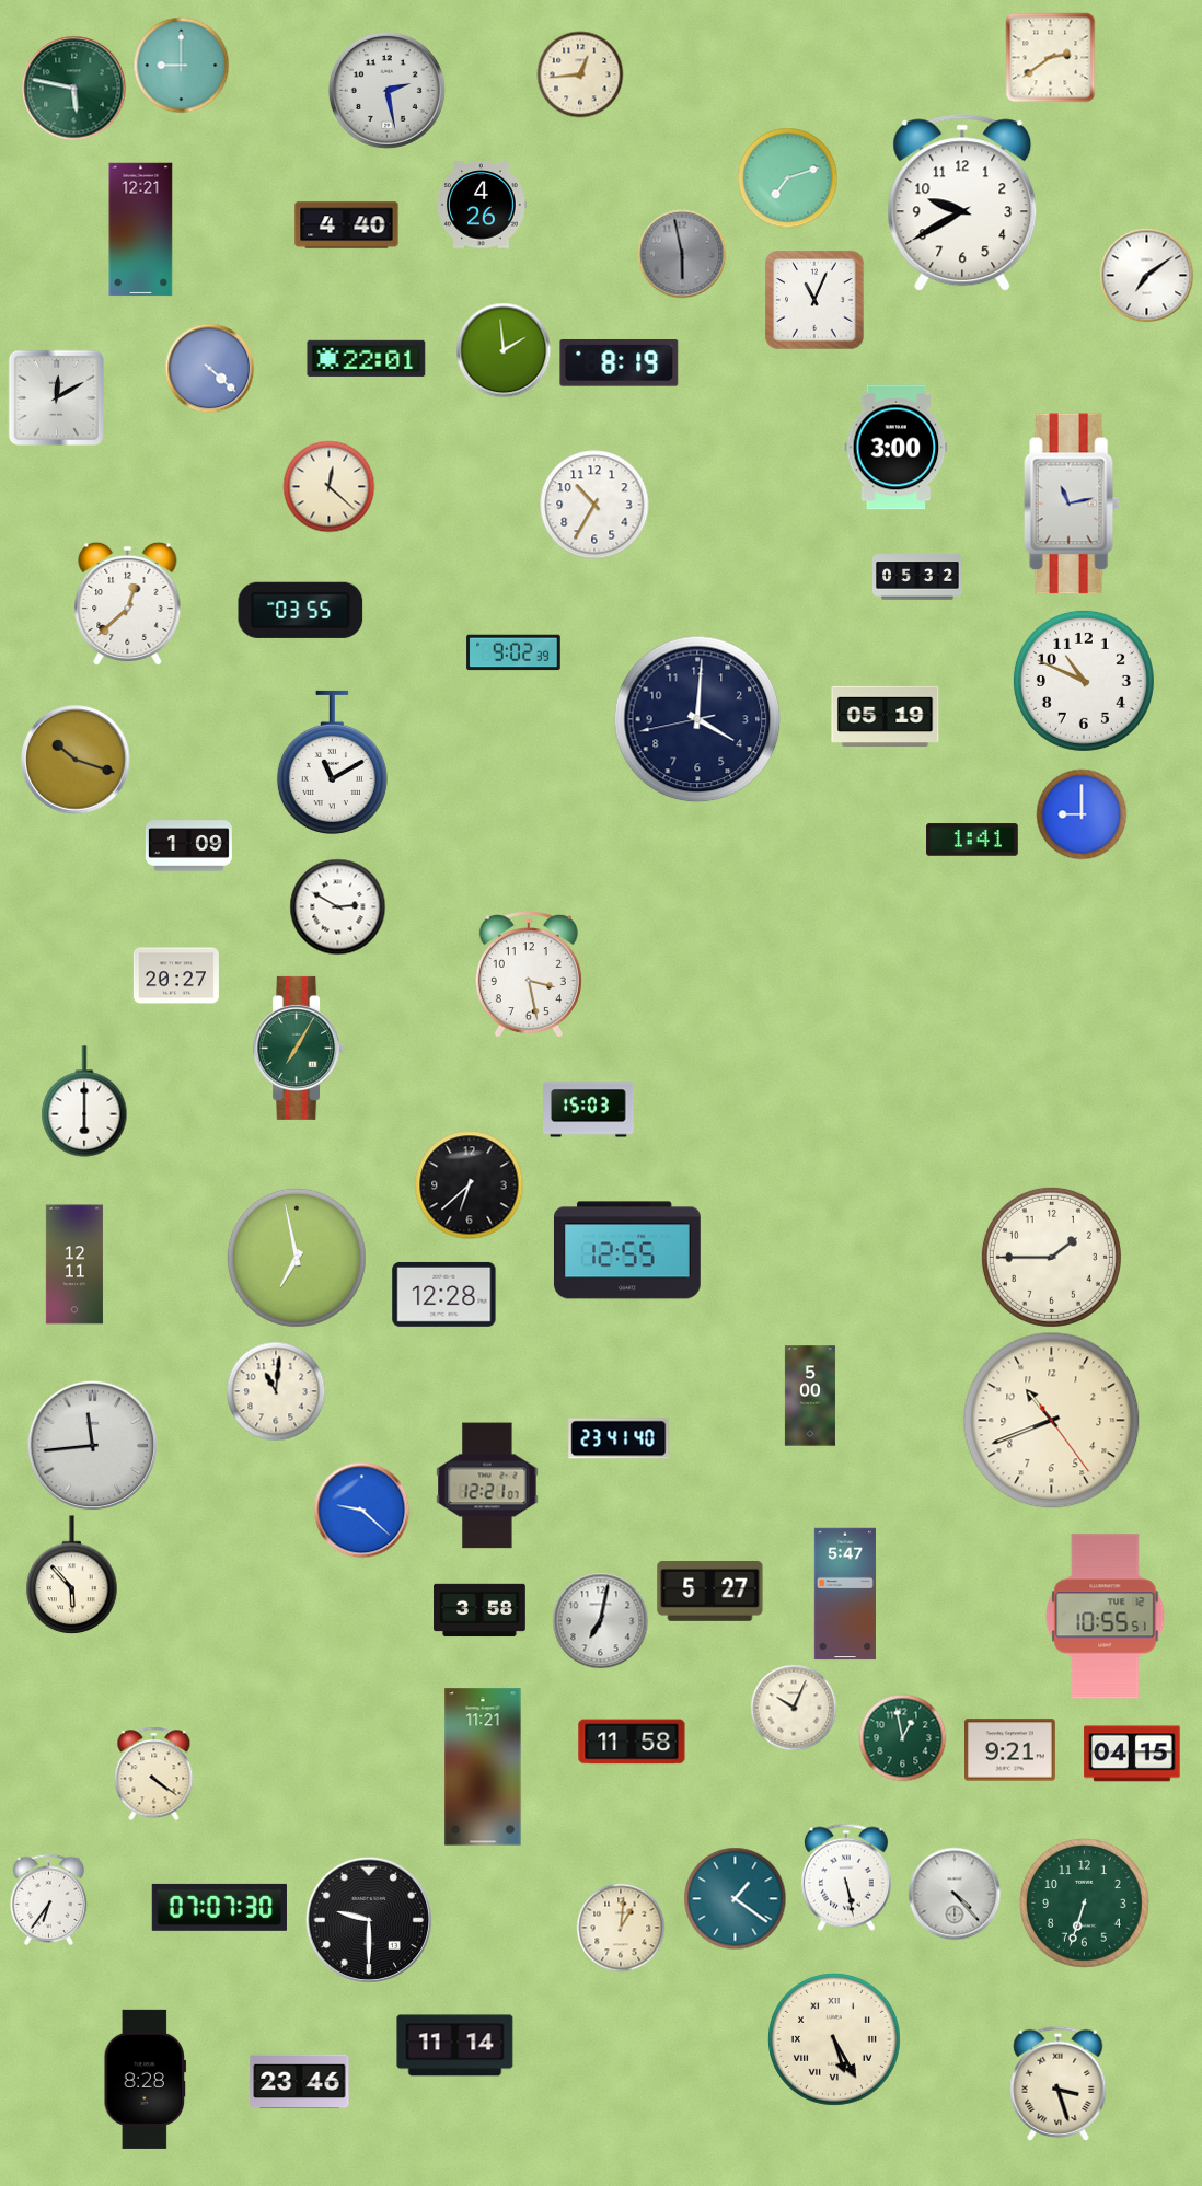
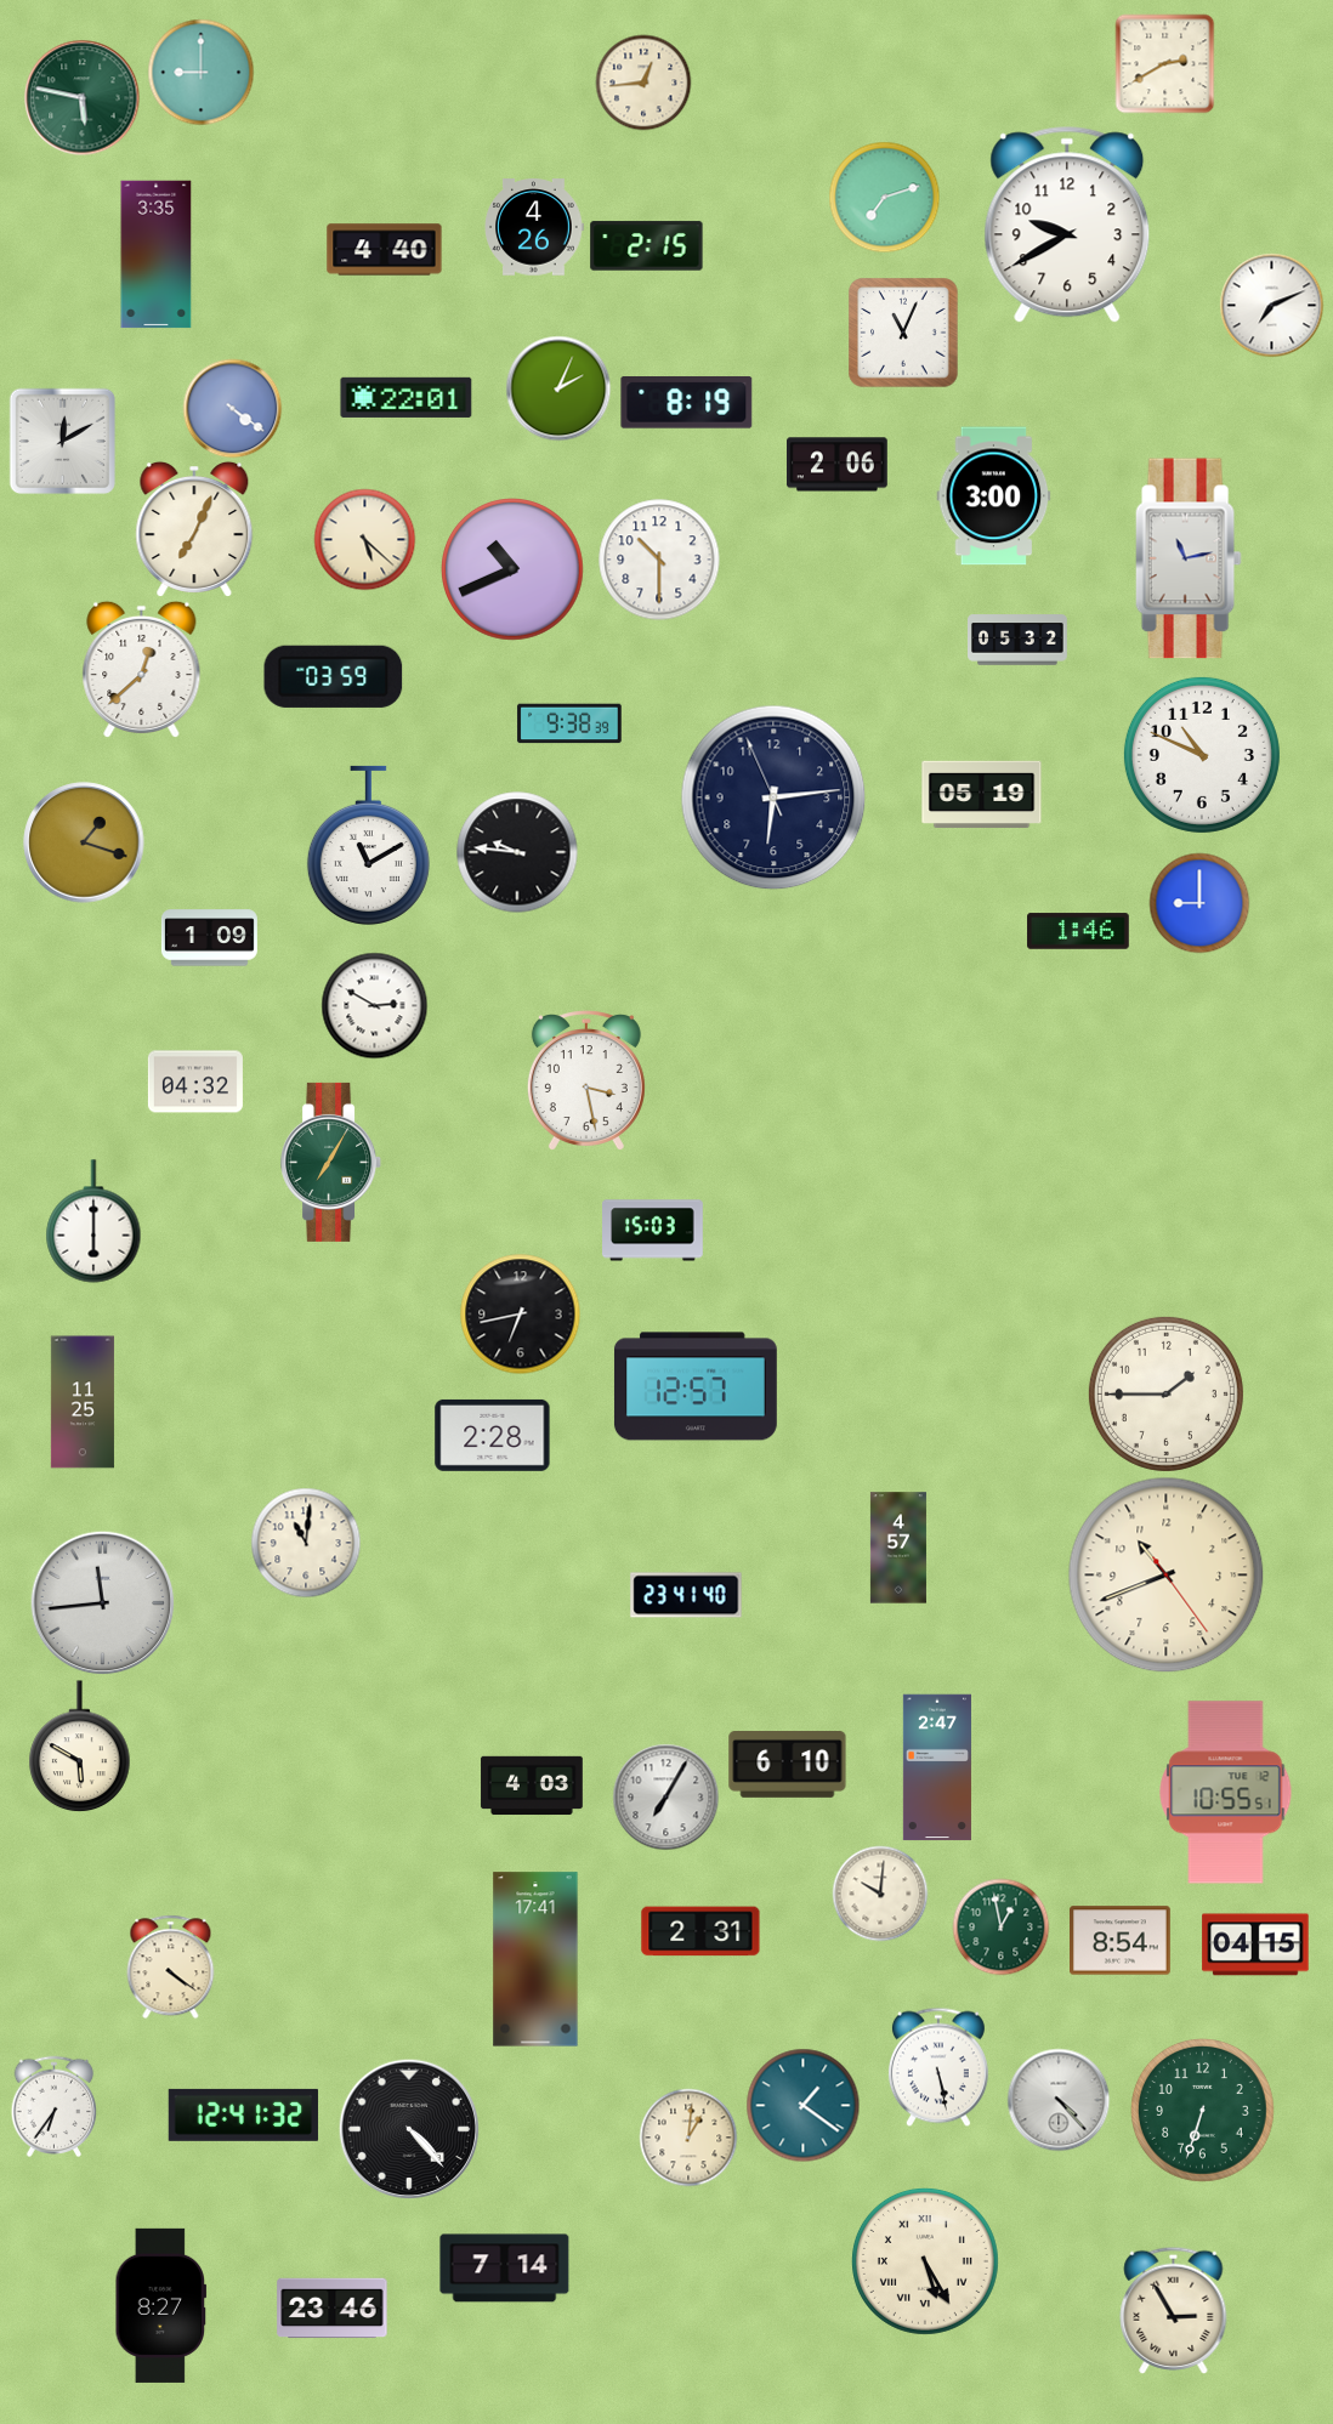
clock at (1050, 57): 2:39 -> 2:40
clock at (386, 90): 2:28 -> none
clock at (787, 177) position: (787, 177) -> (884, 197)
clock at (647, 246): none -> 2:15
clock at (141, 230): 12:21 -> 3:35
clock at (682, 254): 5:58 -> none
clock at (1146, 275): 7:09 -> 7:11
clock at (504, 350): 1:59 -> 2:04
clock at (209, 368): 4:22 -> 4:21
clock at (838, 465): none -> 2:06
clock at (194, 529): none -> 7:04
clock at (328, 486): 12:22 -> 5:22
clock at (594, 505): 10:35 -> 10:30
clock at (514, 570): none -> 10:41
clock at (301, 610): 03:55 -> 03:59
clock at (513, 652): 9:02 -> 9:38
clock at (697, 719): 4:00 -> 6:13
clock at (76, 760): 10:18 -> 1:18
clock at (517, 852): none -> 9:46
clock at (972, 840): 1:41 -> 1:46
clock at (176, 975): 20:27 -> 04:32
clock at (470, 1185): 6:38 -> 6:43
clock at (627, 1250): 12:55 -> 12:57
clock at (297, 1258): 6:58 -> none
clock at (74, 1264): 12:11 -> 11:25
clock at (444, 1294): 12:28 -> 2:28
clock at (810, 1396): 5:00 -> 4:57
clock at (487, 1485): 12:21 -> none
clock at (361, 1510): 9:22 -> none
clock at (72, 1575): 5:53 -> 5:50
clock at (710, 1592): 5:27 -> 6:10
clock at (845, 1594): 5:47 -> 2:47
clock at (479, 1610): 3:58 -> 4:03
clock at (600, 1620): 7:02 -> 7:05
clock at (794, 1708): 10:04 -> 10:01
clock at (632, 1742): 11:58 -> 2:31
clock at (1010, 1750): 9:21 -> 8:54
clock at (483, 1767): 11:21 -> 17:41
clock at (846, 1877) position: (846, 1877) -> (938, 2067)
clock at (735, 1898) position: (735, 1898) -> (802, 2105)
clock at (219, 1907): 07:07 -> 12:41
clock at (368, 1919): 9:30 -> 4:23
clock at (455, 2046): 11:14 -> 7:14
clock at (146, 2079): 8:28 -> 8:27
clock at (1059, 2083): 3:27 -> 2:55
